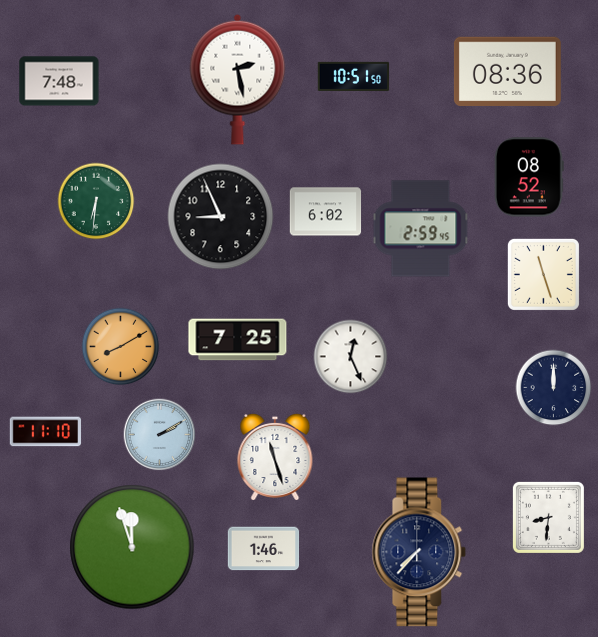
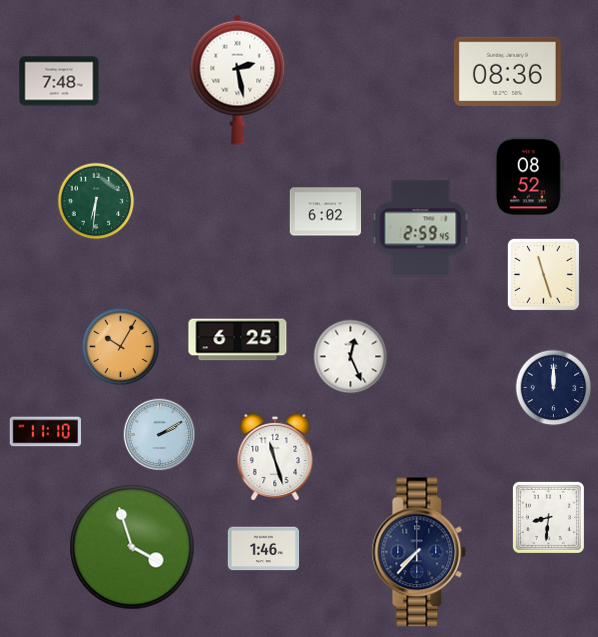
clock at (354, 76): 10:51 -> none
clock at (221, 217): 8:56 -> none
clock at (238, 340): 7:25 -> 6:25
clock at (121, 347): 8:10 -> 10:05
clock at (132, 547): 11:57 -> 3:57
